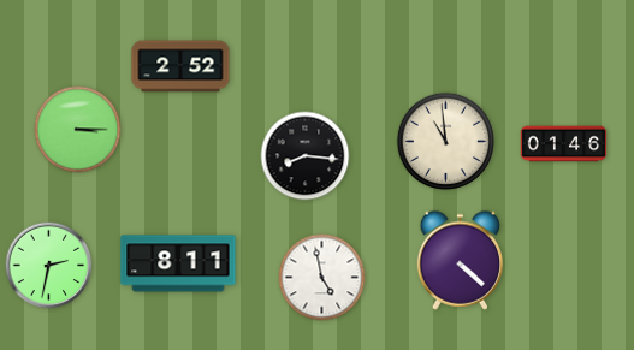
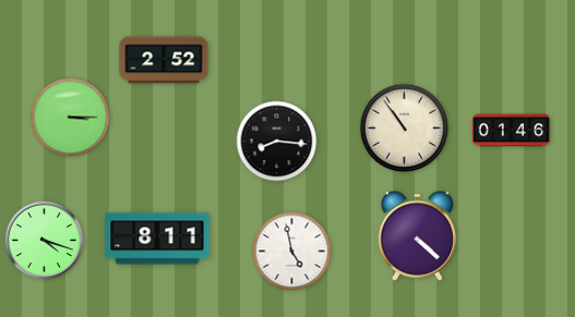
clock at (445, 141): 10:59 -> 10:54
clock at (178, 263) position: (178, 263) -> (157, 239)
clock at (49, 266): 2:32 -> 4:18
